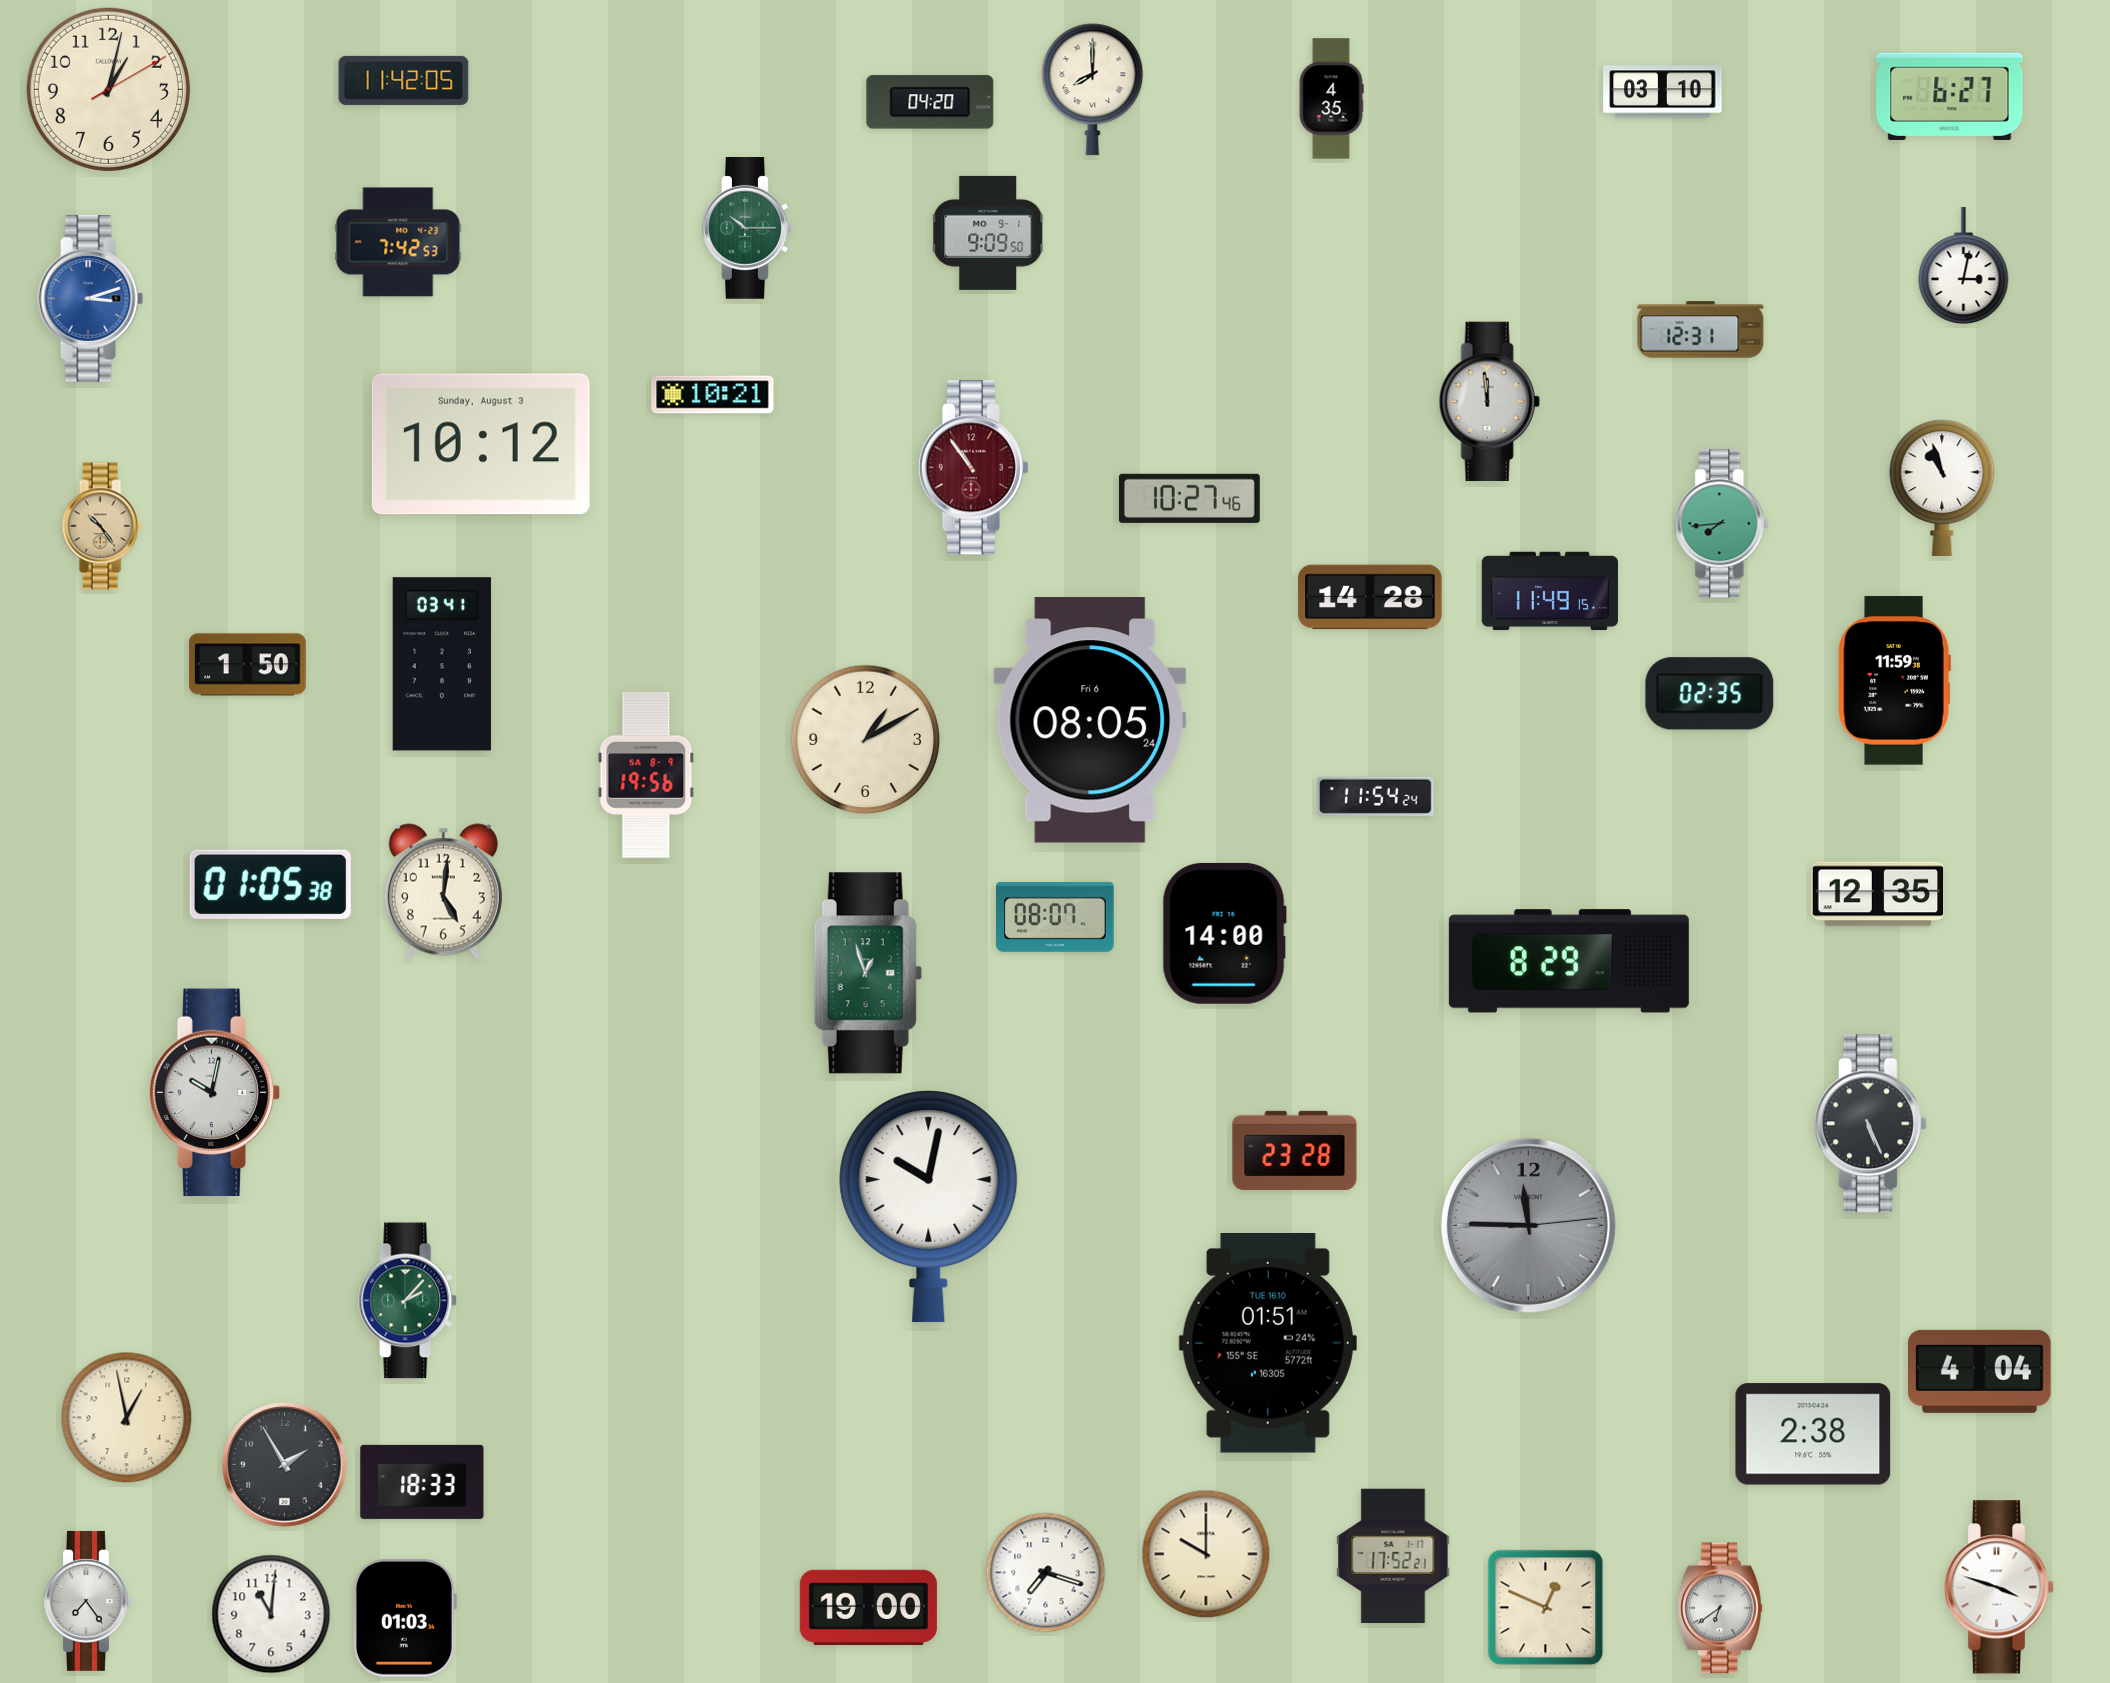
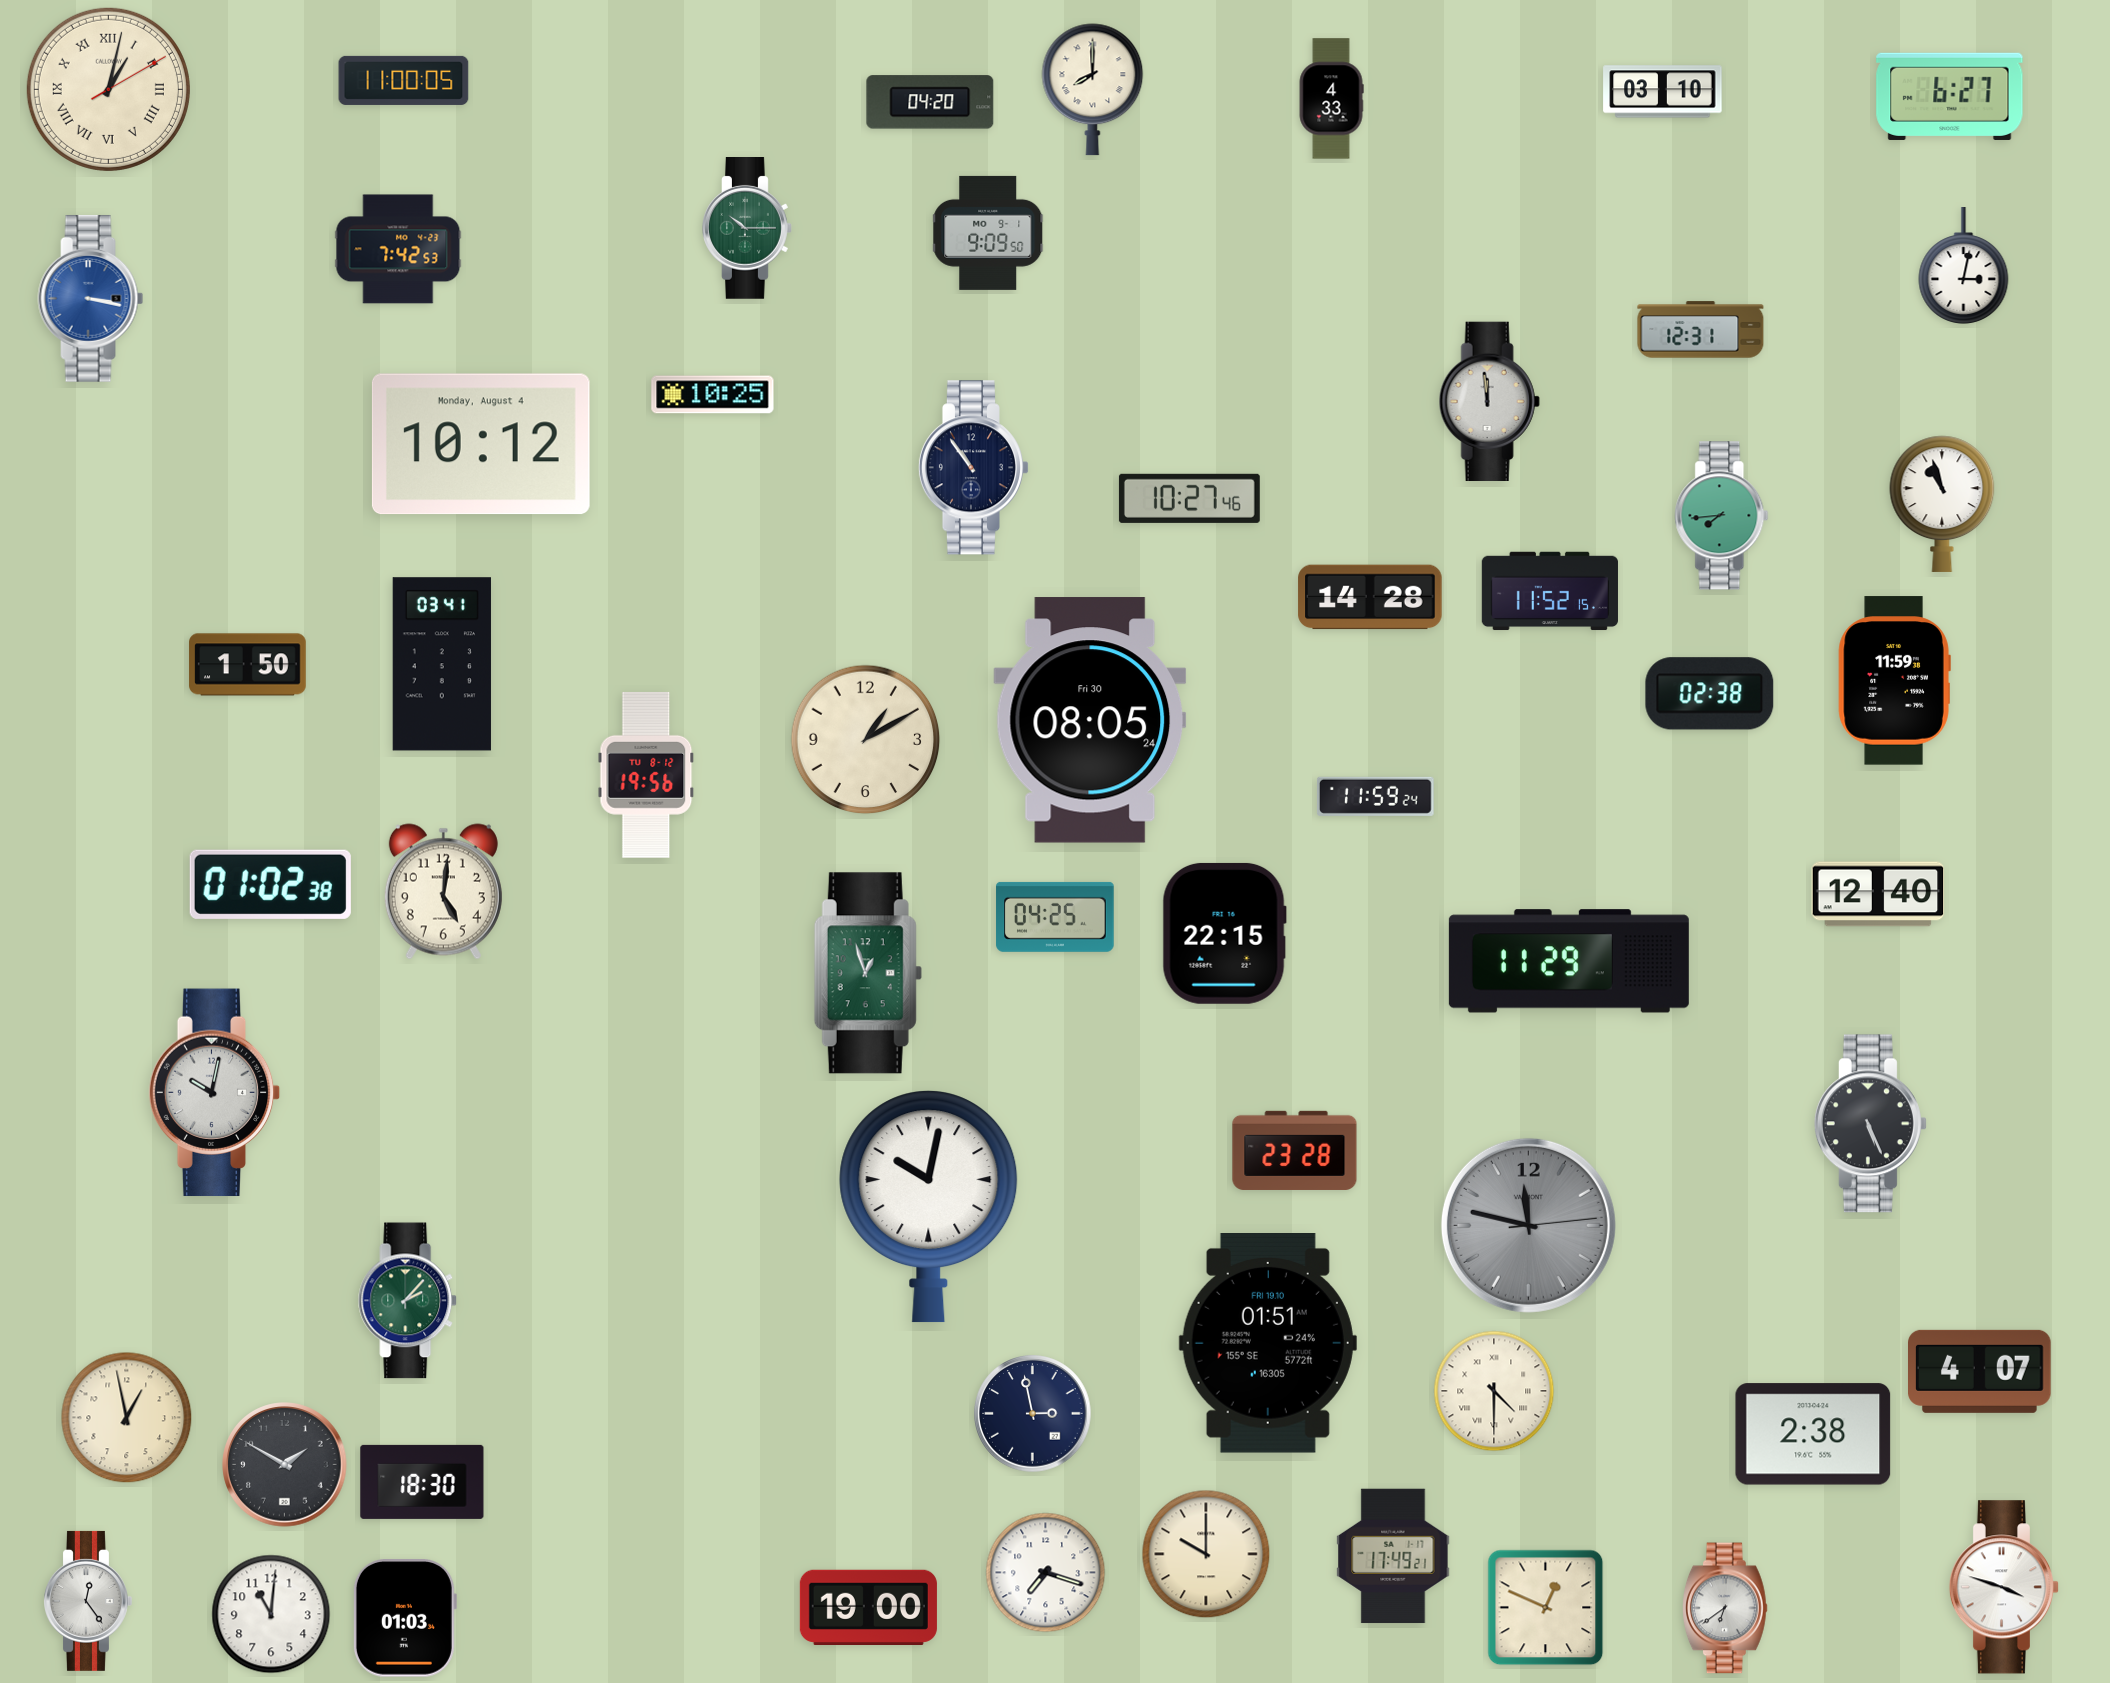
clock at (404, 80): 11:42 -> 11:00
clock at (108, 89) numerals: Arabic -> Roman
clock at (1331, 99): 4:35 -> 4:33
clock at (398, 242) position: (398, 242) -> (398, 249)
clock at (91, 298): 3:12 -> 3:17
clock at (713, 395): 10:21 -> 10:25
clock at (481, 444) date: Sunday, August 3 -> Monday, August 4
clock at (973, 468) dial: burgundy -> navy
clock at (1942, 488) position: (1942, 488) -> (1942, 504)
clock at (1722, 524) position: (1722, 524) -> (1722, 516)
clock at (102, 526): 10:24 -> none
clock at (1550, 591): 11:49 -> 11:52
clock at (1710, 694): 02:35 -> 02:38
clock at (1090, 720) date: Fri 6 -> Fri 30
clock at (646, 775) date: SA 8-9 -> TU 8-12
clock at (1376, 796): 11:54 -> 11:59
clock at (270, 884): 01:05 -> 01:02
clock at (1878, 894): 12:35 -> 12:40
clock at (1055, 917): 08:07 -> 04:25
clock at (1224, 933): 14:00 -> 22:15
clock at (1569, 961): 8:29 -> 11:29
clock at (1528, 1225): 11:45 -> 11:47
clock at (1268, 1344) date: TUE 16.10 -> FRI 19.10
clock at (1980, 1371): 4:04 -> 4:07
clock at (1494, 1391): none -> 4:30
clock at (1033, 1414): none -> 2:58
clock at (285, 1465): 1:55 -> 1:50
clock at (422, 1482): 18:33 -> 18:30
clock at (1393, 1556): 17:52 -> 17:49
clock at (1999, 1587) position: (1999, 1587) -> (2004, 1587)
clock at (88, 1601): 7:24 -> 12:24
clock at (1721, 1608) position: (1721, 1608) -> (1726, 1608)
